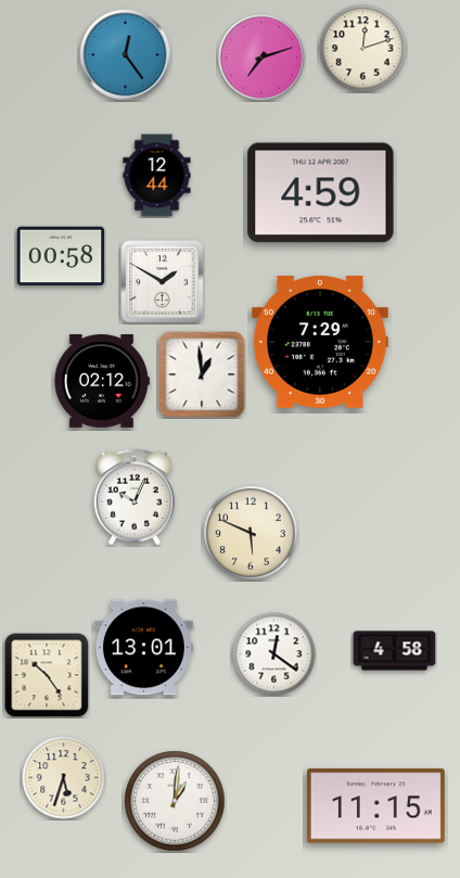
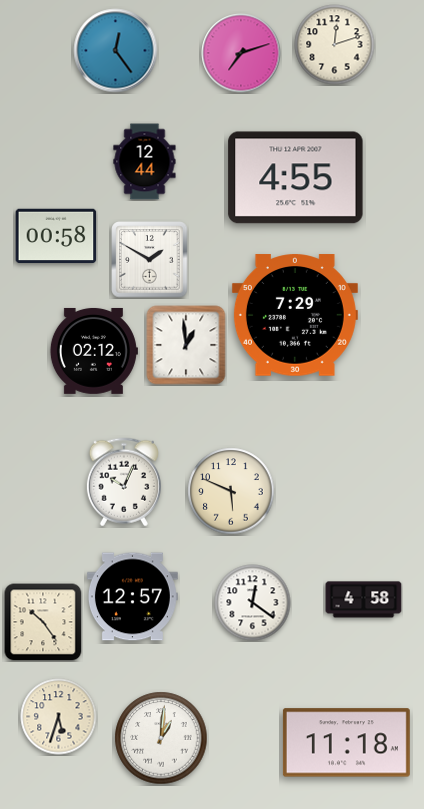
clock at (321, 193): 4:59 -> 4:55
clock at (135, 497) position: (135, 497) -> (124, 482)
clock at (143, 648): 13:01 -> 12:57
clock at (375, 806): 11:15 -> 11:18
